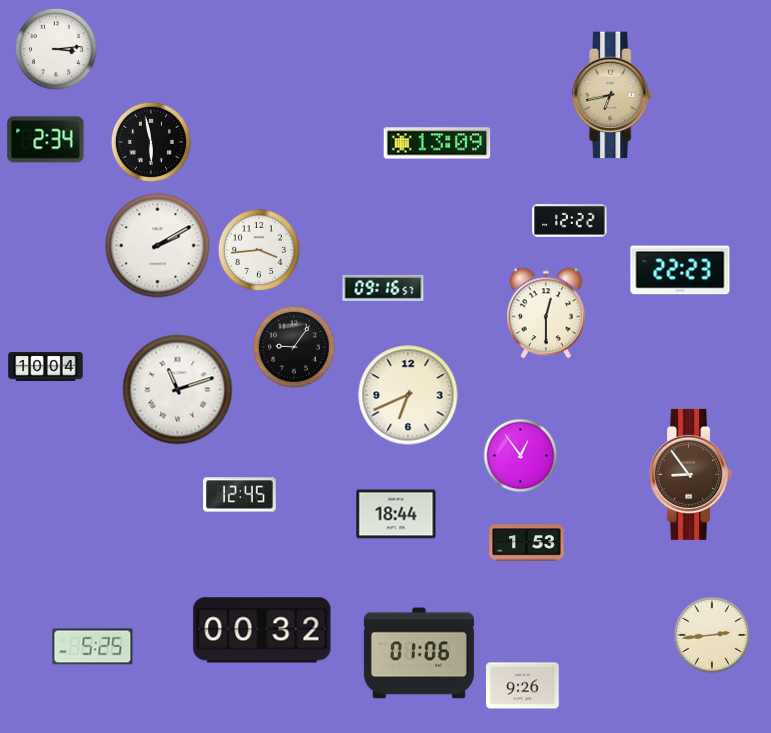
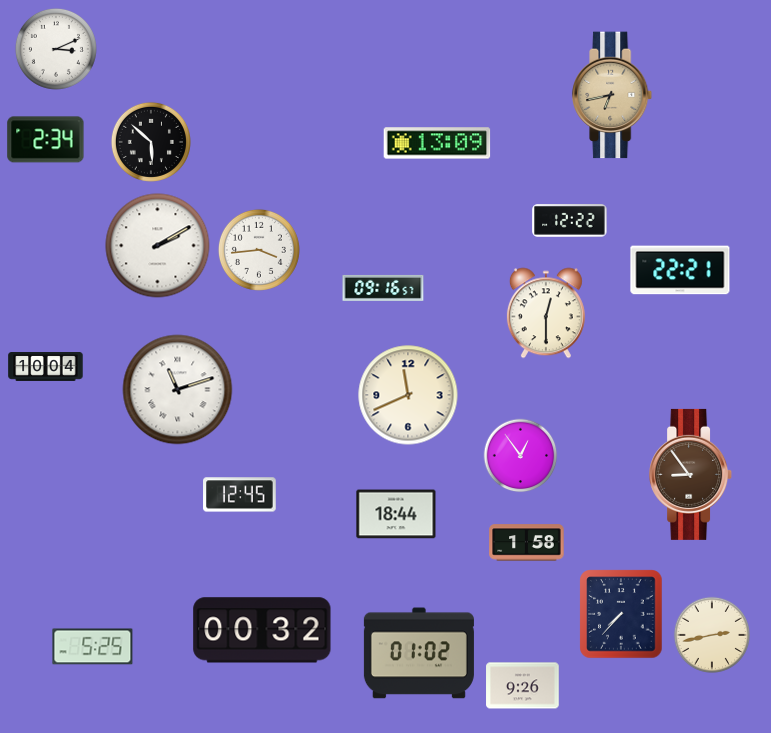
clock at (56, 49): 3:14 -> 3:11
clock at (151, 142): 5:58 -> 5:52
clock at (680, 270): 22:23 -> 22:21
clock at (294, 347): 9:06 -> none
clock at (408, 395): 6:41 -> 11:41
clock at (527, 543): 1:53 -> 1:58
clock at (621, 614): none -> 7:37
clock at (711, 634): 2:44 -> 2:43
clock at (419, 653): 01:06 -> 01:02
